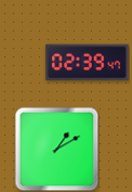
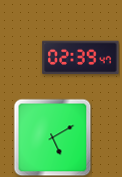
clock at (56, 149): 1:10 -> 5:10
